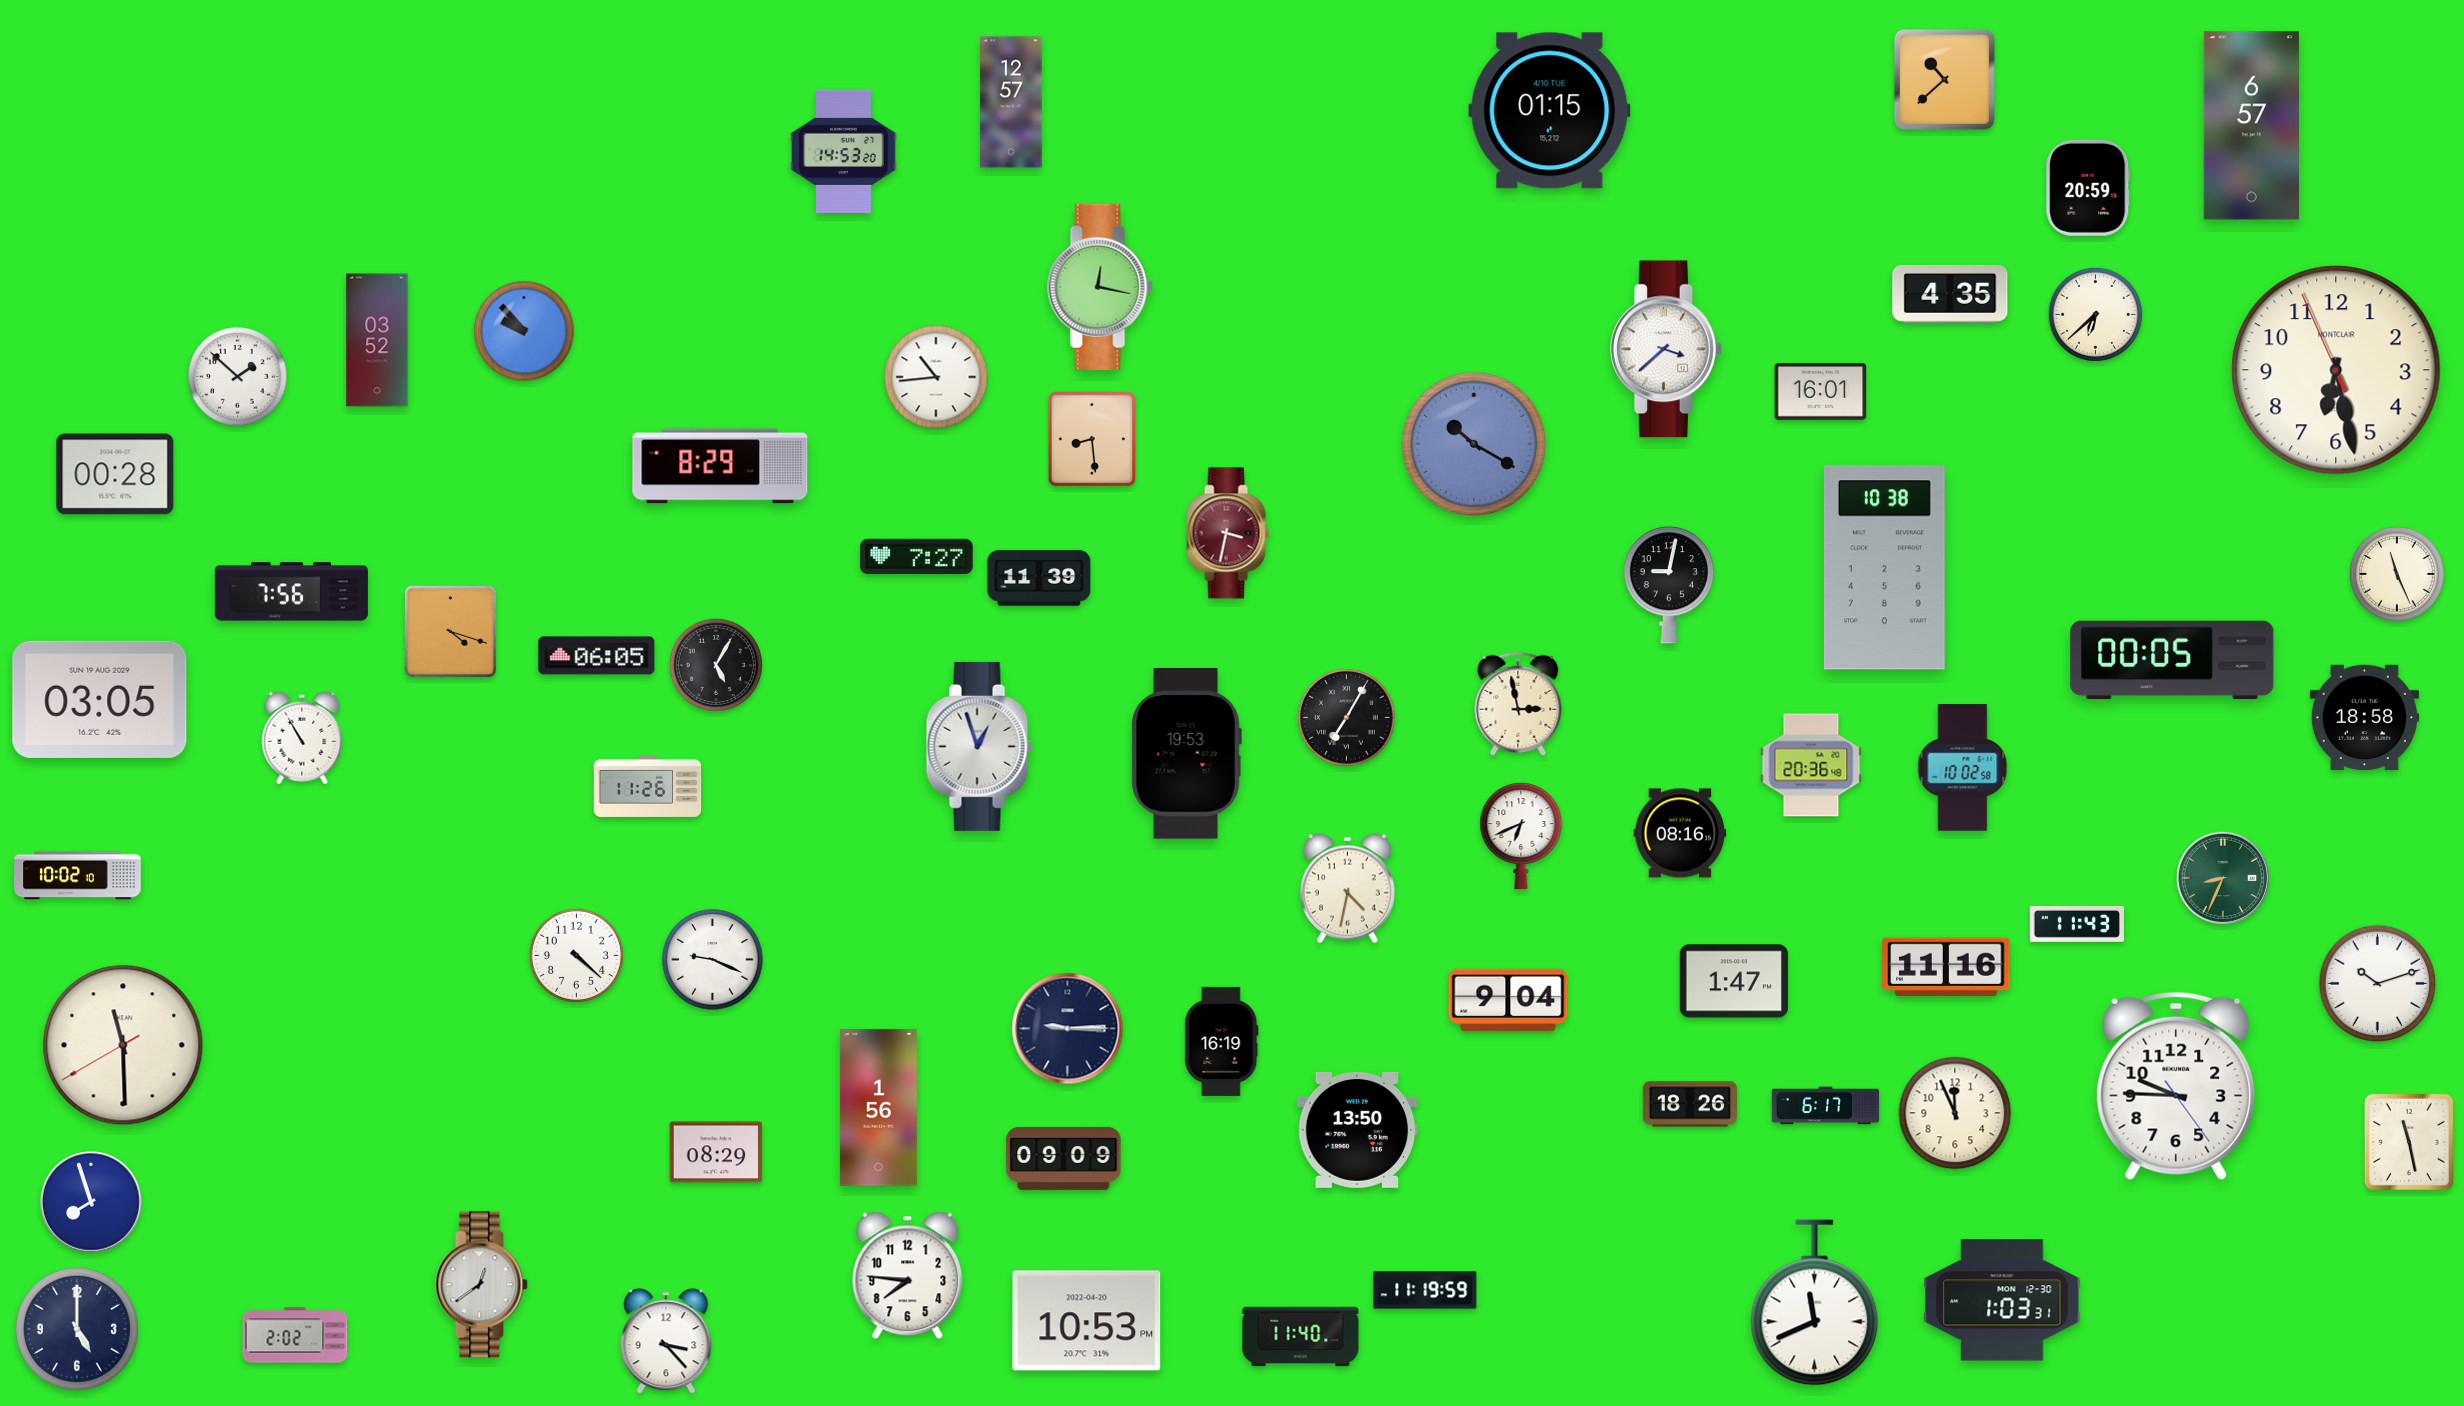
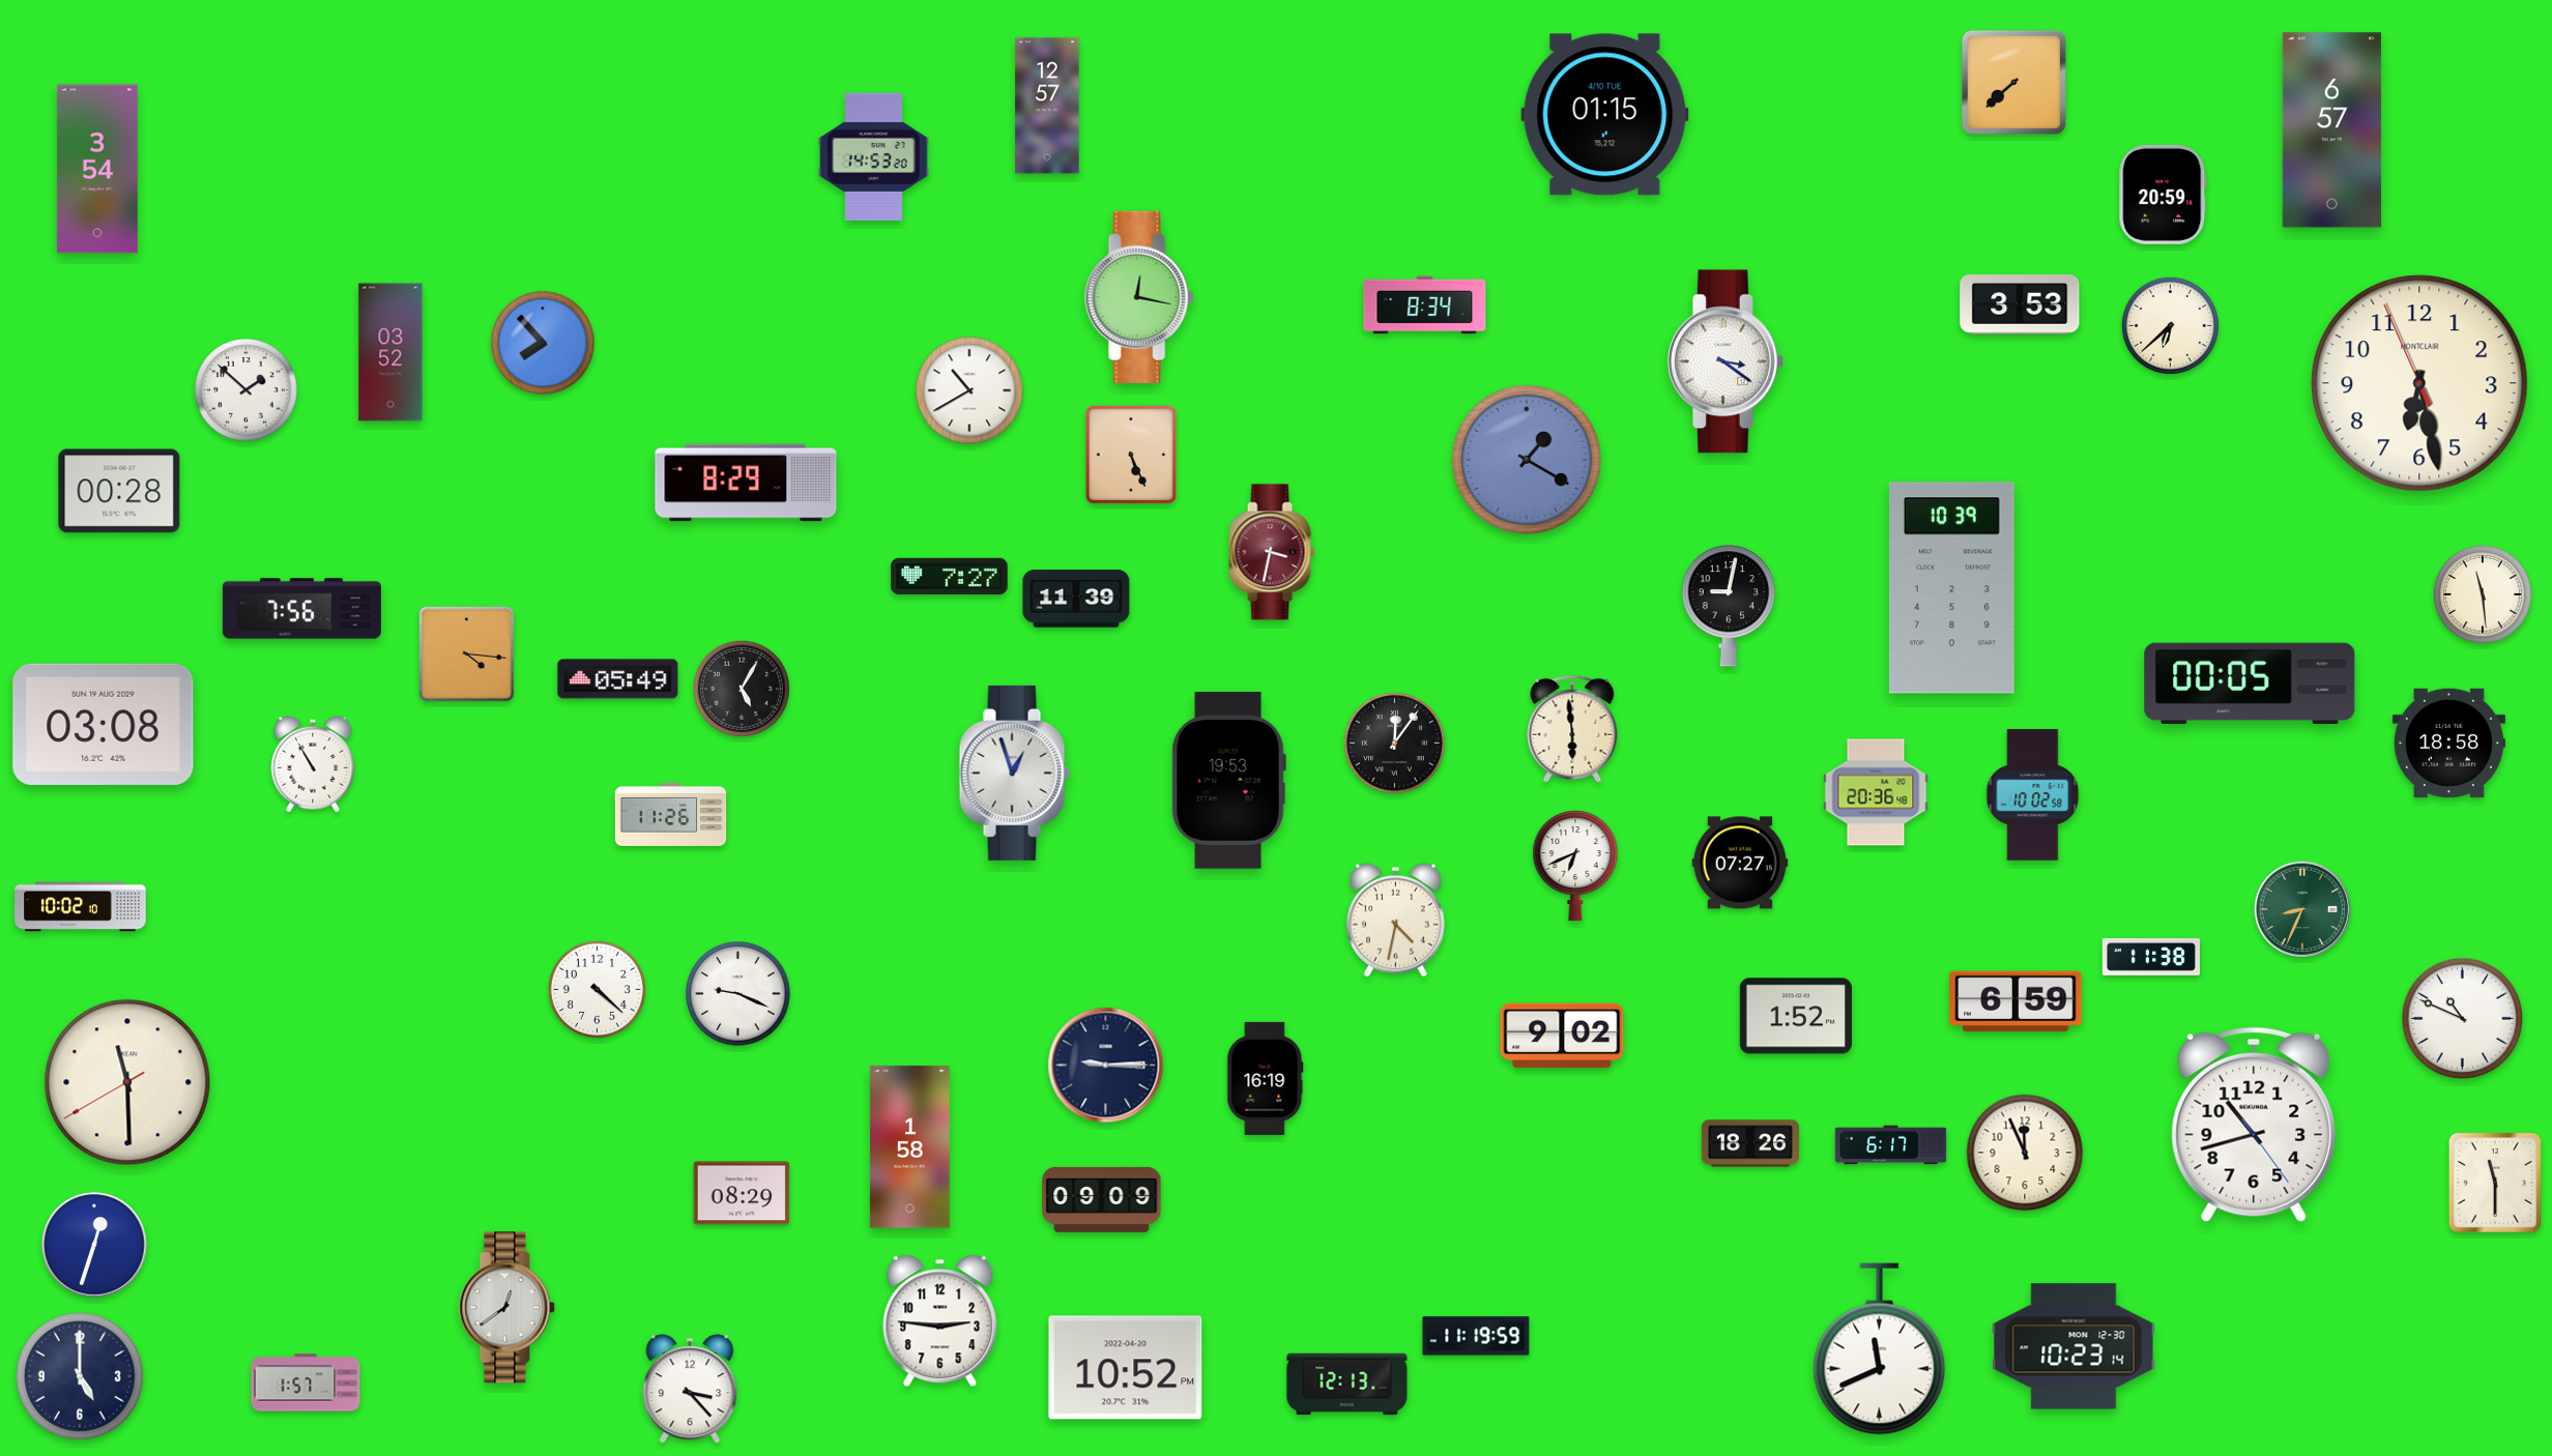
clock at (1944, 79): 10:38 -> 7:38
clock at (97, 169): none -> 3:54
clock at (1950, 294): 4:35 -> 3:53
clock at (1425, 305): none -> 8:34
clock at (524, 331): 9:53 -> 7:53
clock at (1666, 349): 3:38 -> 3:21
clock at (936, 377): 10:44 -> 10:40
clock at (1821, 391): 16:01 -> none
clock at (1092, 439): 8:29 -> 5:26
clock at (1474, 443): 10:20 -> 1:20
clock at (1884, 568): 10:38 -> 10:39
clock at (2397, 574): 11:26 -> 11:29
clock at (291, 592) position: (291, 592) -> (301, 609)
clock at (450, 631): 4:18 -> 4:16
clock at (597, 656): 06:05 -> 05:49
clock at (100, 699): 03:05 -> 03:08
clock at (1518, 704): 2:58 -> 5:59
clock at (1347, 718): 7:05 -> 12:06
clock at (1680, 833): 08:16 -> 07:27
clock at (2077, 925): 11:43 -> 11:38
clock at (1946, 967): 11:16 -> 6:59
clock at (1734, 981): 1:47 -> 1:52
clock at (2378, 984): 10:12 -> 10:49
clock at (1508, 1000): 9:04 -> 9:02
clock at (2176, 1086): 9:45 -> 10:42
clock at (878, 1108): 1:56 -> 1:58
clock at (1357, 1130): 13:50 -> none
clock at (2409, 1142): 11:28 -> 11:30
clock at (91, 1202): 7:57 -> 12:33
clock at (908, 1276): 7:46 -> 2:46
clock at (482, 1285) position: (482, 1285) -> (508, 1308)
clock at (2002, 1300): 1:03 -> 10:23
clock at (1087, 1321): 10:53 -> 10:52
clock at (295, 1335): 2:02 -> 1:57
clock at (1301, 1337): 11:40 -> 12:13
